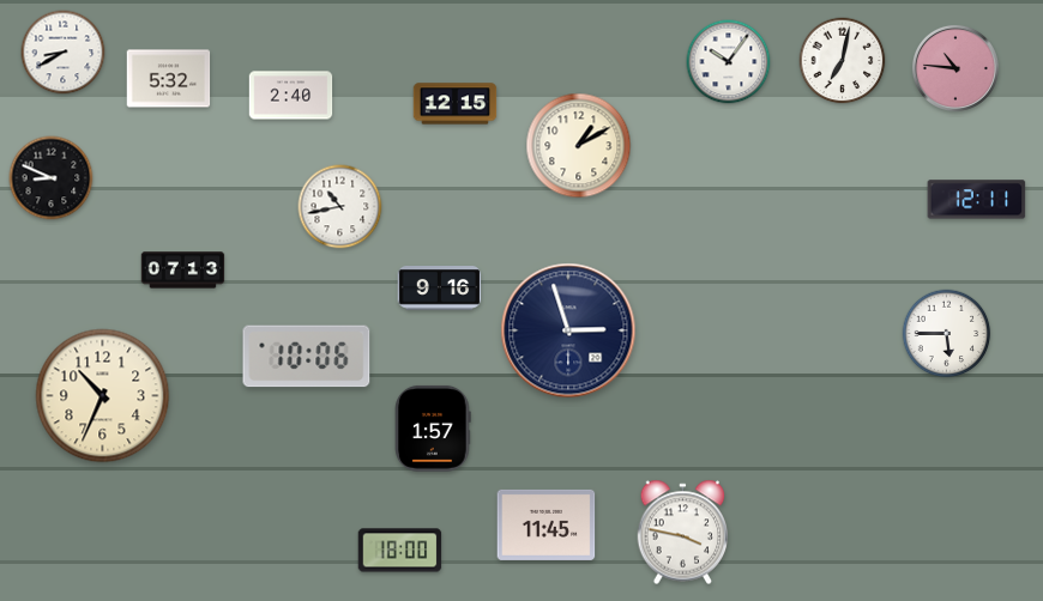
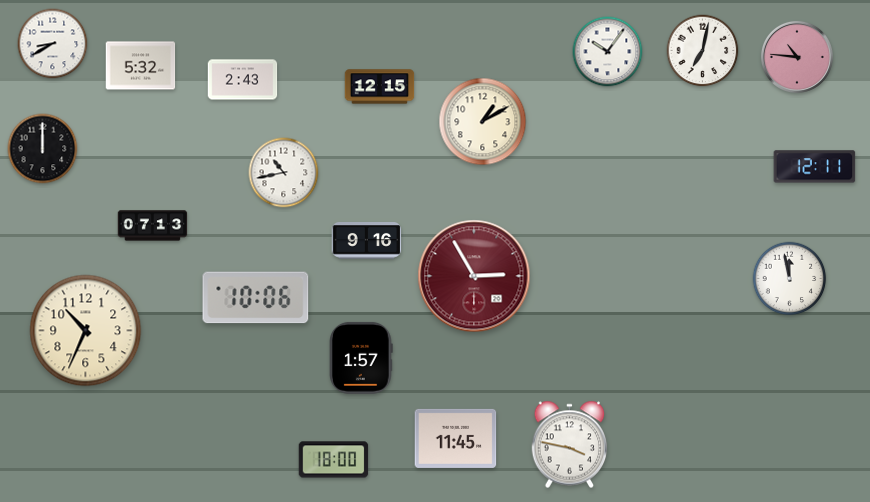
clock at (291, 96): 2:40 -> 2:43
clock at (52, 178): 8:49 -> 12:00
clock at (568, 330): 2:57 -> 2:55
clock at (568, 330) dial: navy -> burgundy
clock at (947, 334): 5:45 -> 11:58
